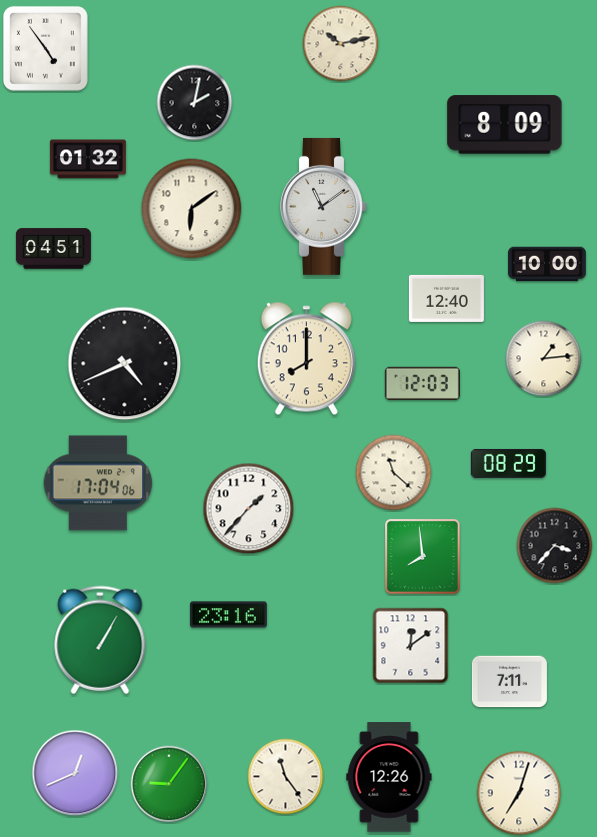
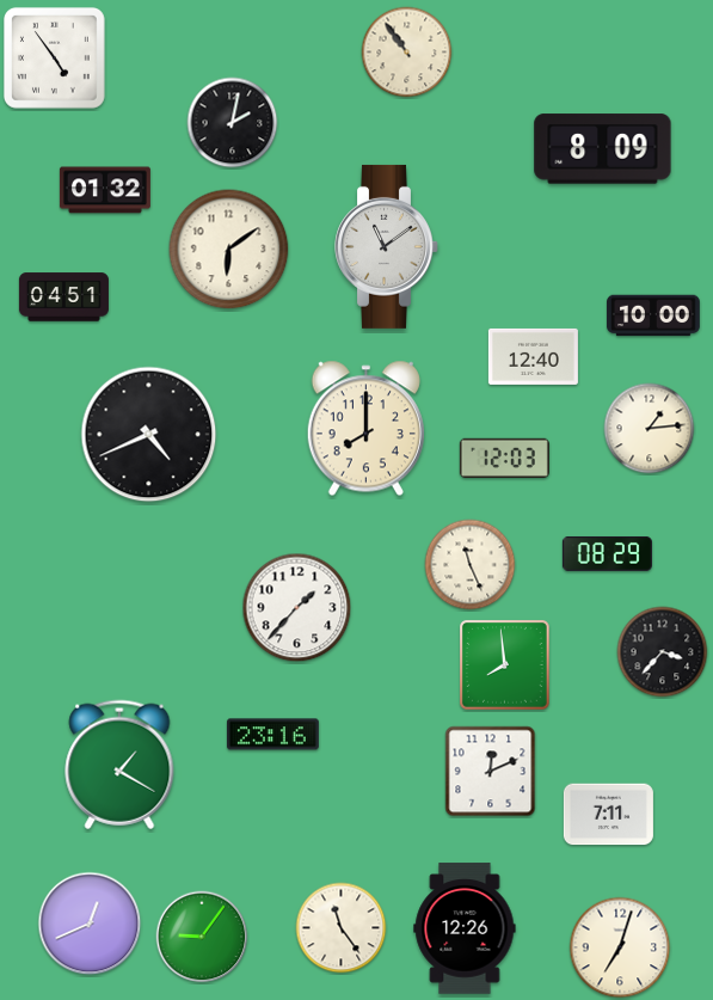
clock at (341, 44): 10:13 -> 10:54
clock at (394, 473): 11:22 -> 11:26
clock at (98, 483): 17:04 -> none
clock at (100, 640): 1:05 -> 1:20
clock at (411, 646): 12:09 -> 12:11
